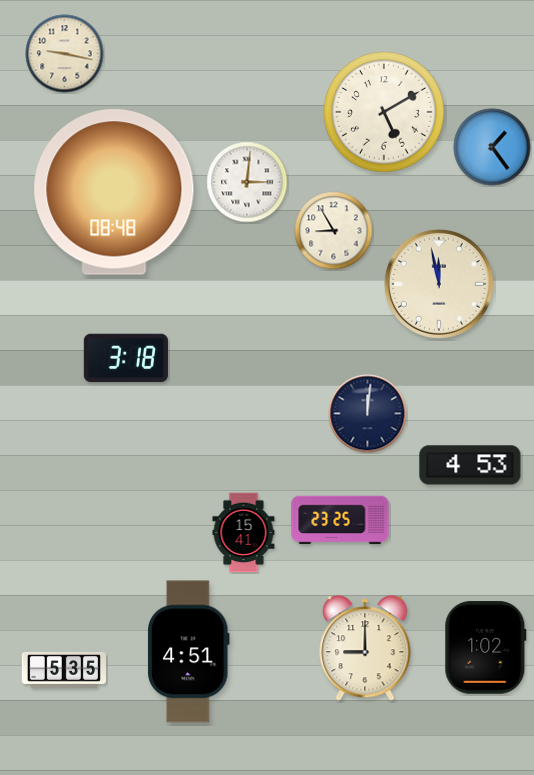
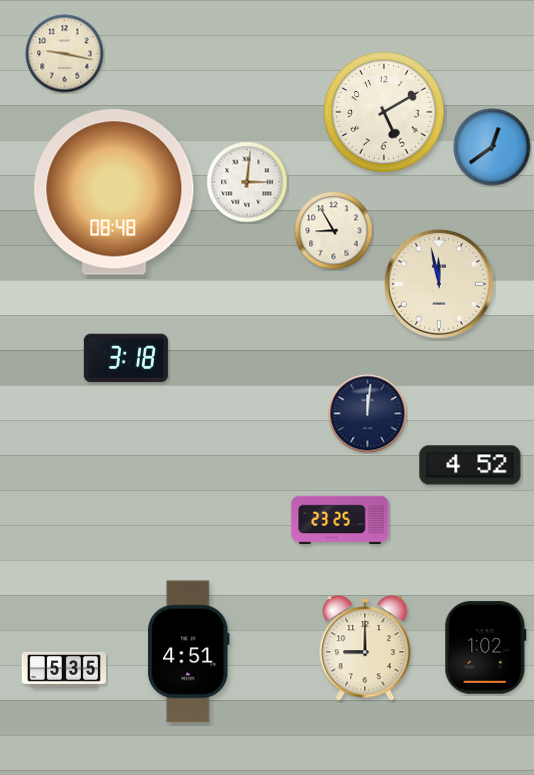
clock at (492, 147): 1:24 -> 12:39
clock at (470, 465): 4:53 -> 4:52
clock at (244, 533): 15:41 -> none
